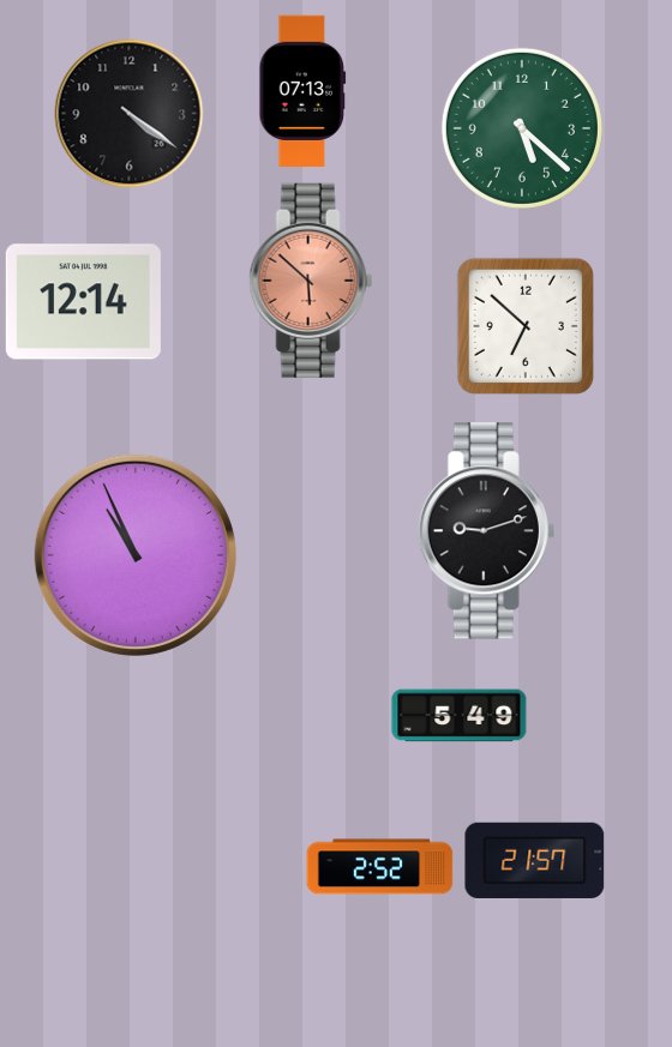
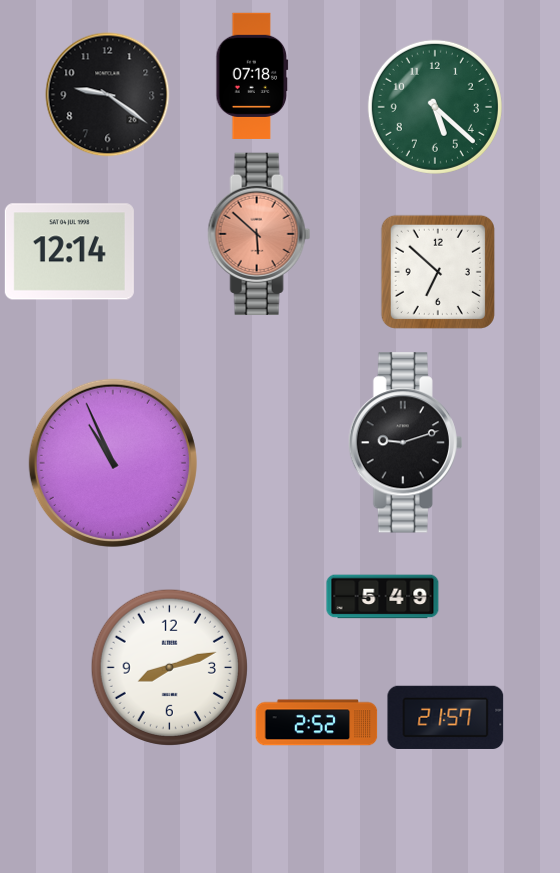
clock at (302, 90): 07:13 -> 07:18
clock at (130, 114): 4:21 -> 9:21
clock at (169, 667): none -> 8:12
